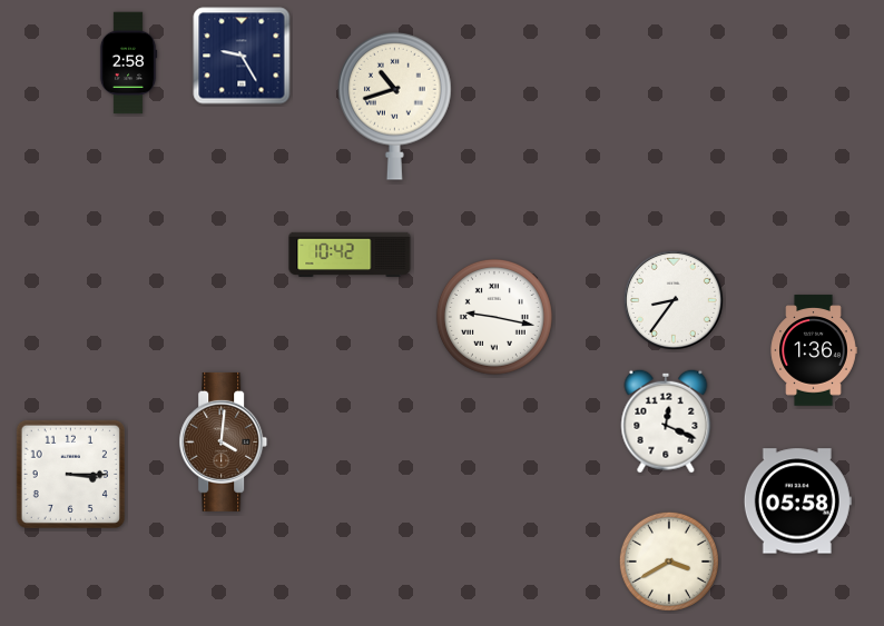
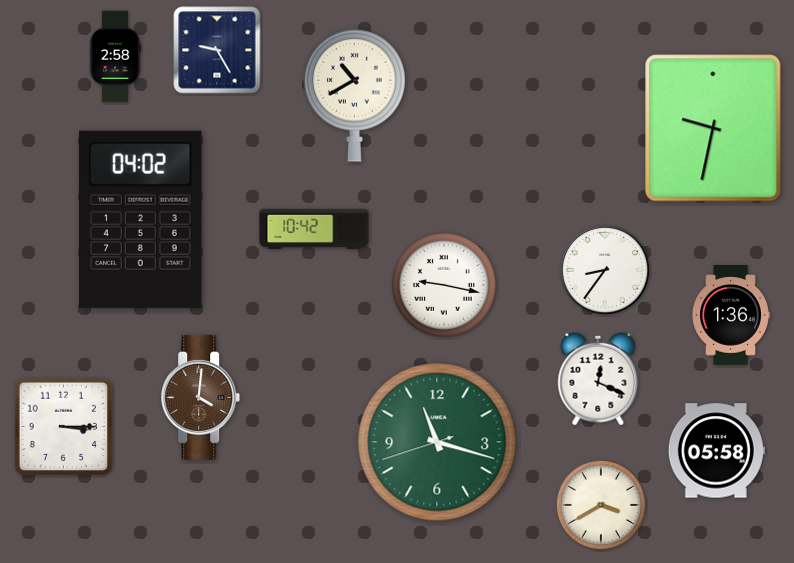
clock at (395, 106): 10:42 -> 10:40
clock at (713, 128): none -> 9:32
clock at (141, 219): none -> 04:02
clock at (437, 442): none -> 11:17
